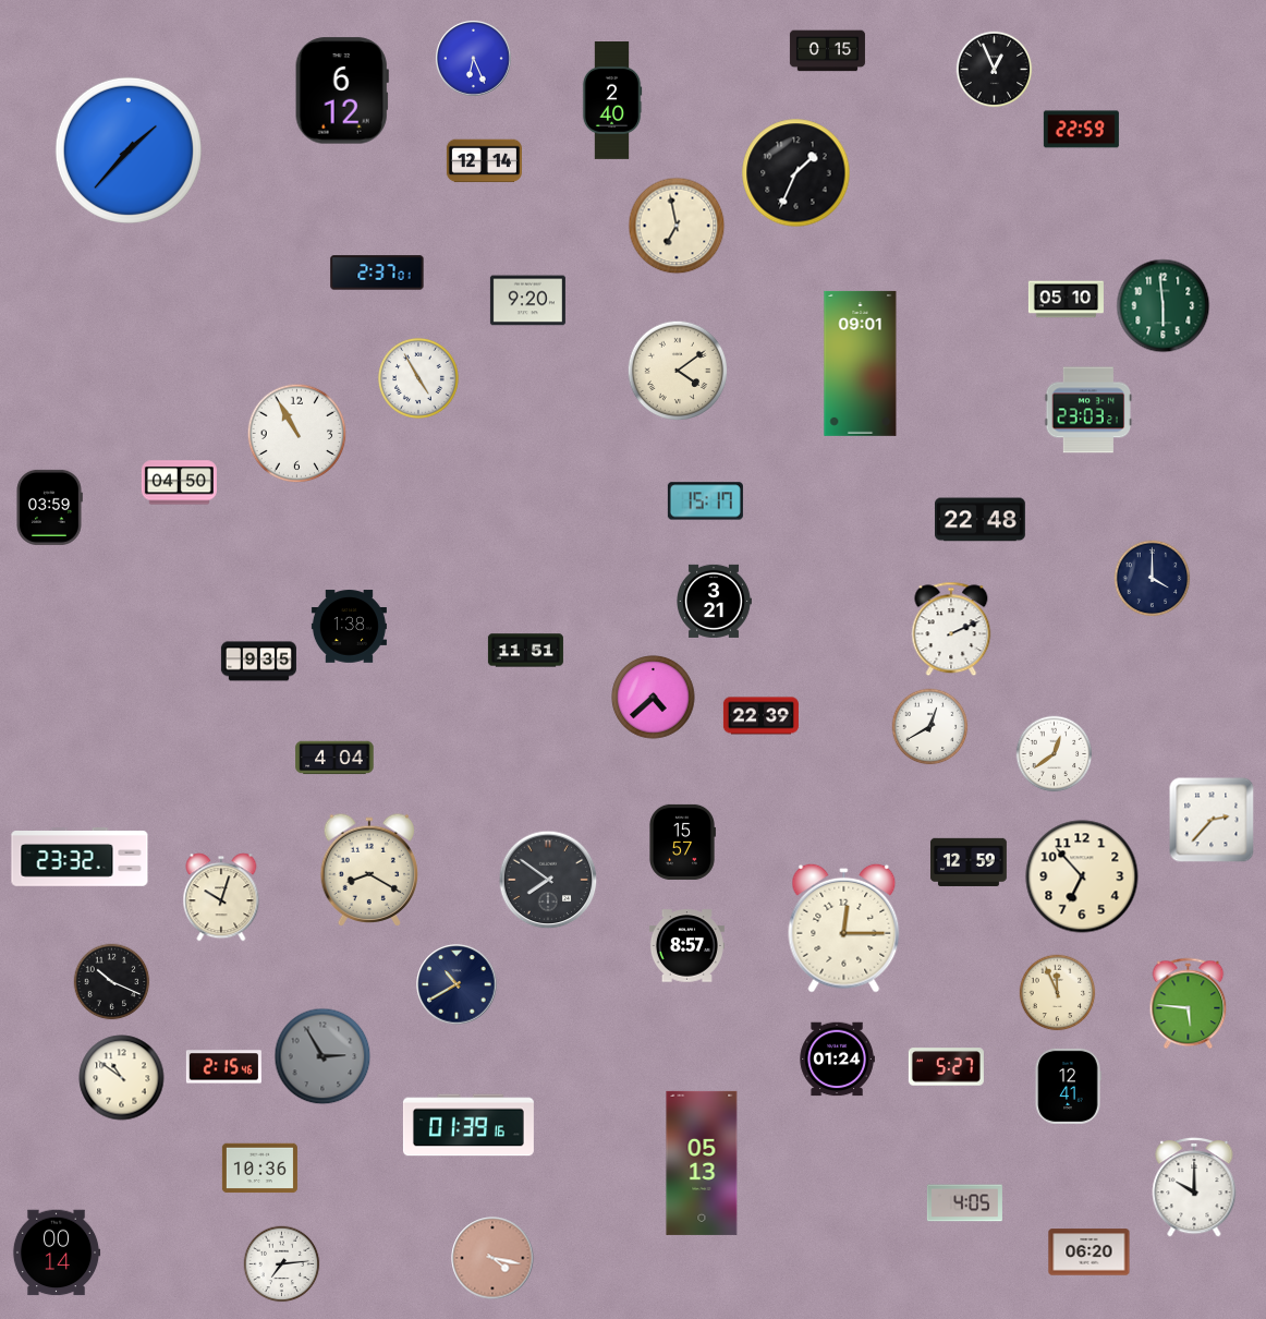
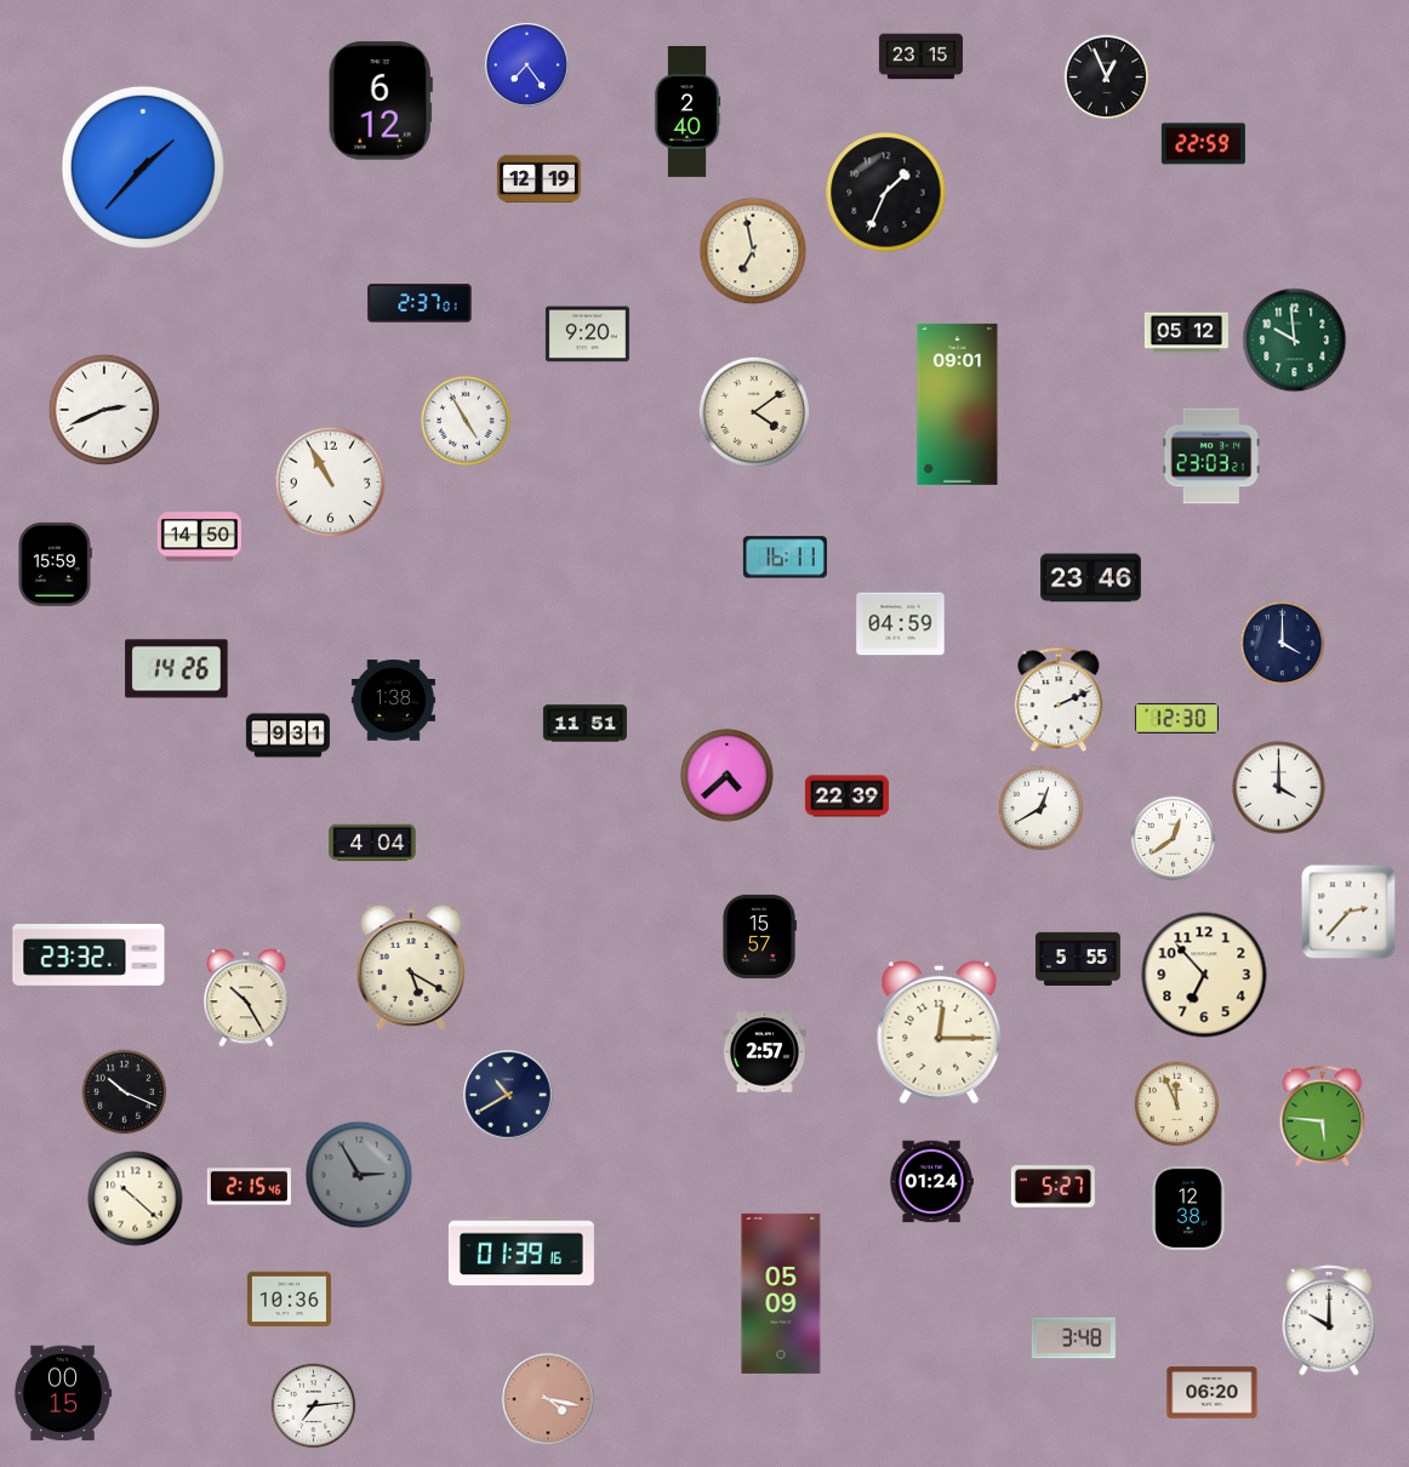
clock at (827, 51): 0:15 -> 23:15
clock at (474, 59): 6:26 -> 7:24
clock at (612, 101) position: (612, 101) -> (688, 113)
clock at (484, 161): 12:14 -> 12:19
clock at (1066, 300): 05:10 -> 05:12
clock at (1164, 306): 5:59 -> 9:59
clock at (104, 410): none -> 2:41
clock at (179, 483): 04:50 -> 14:50
clock at (705, 501): 15:17 -> 16:11
clock at (50, 507): 03:59 -> 15:59
clock at (981, 520): 22:48 -> 23:46
clock at (901, 624): none -> 04:59
clock at (715, 601): 3:21 -> none
clock at (177, 669): none -> 14:26
clock at (349, 627) position: (349, 627) -> (393, 701)
clock at (1176, 719): none -> 12:30
clock at (258, 662): 9:35 -> 9:31
clock at (1279, 788): none -> 4:00
clock at (930, 727) position: (930, 727) -> (1042, 809)
clock at (969, 861): 12:59 -> 5:55
clock at (369, 869): 8:20 -> 5:20
clock at (548, 880): 7:51 -> none
clock at (221, 897): 10:03 -> 10:25
clock at (686, 946): 8:57 -> 2:57
clock at (837, 1060) position: (837, 1060) -> (931, 1182)
clock at (122, 1078): 10:51 -> 10:22
clock at (1068, 1086): 12:41 -> 12:38
clock at (702, 1163): 05:13 -> 05:09
clock at (964, 1203): 4:05 -> 3:48
clock at (57, 1253): 00:14 -> 00:15
